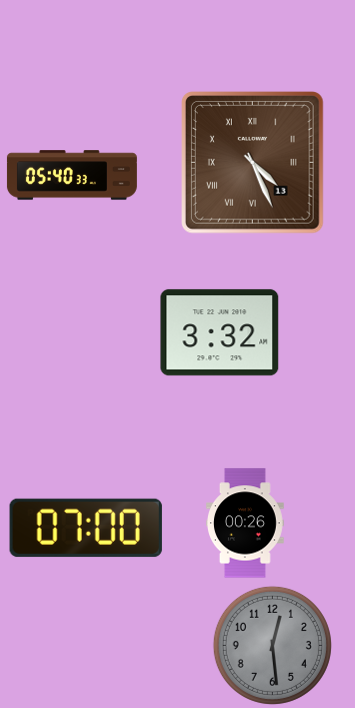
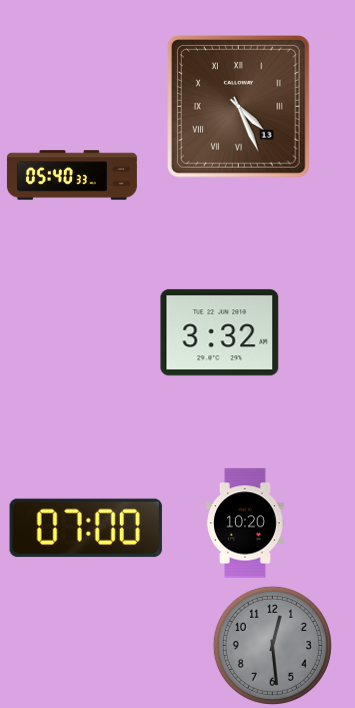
clock at (253, 163) position: (253, 163) -> (239, 107)
clock at (246, 523): 00:26 -> 10:20
